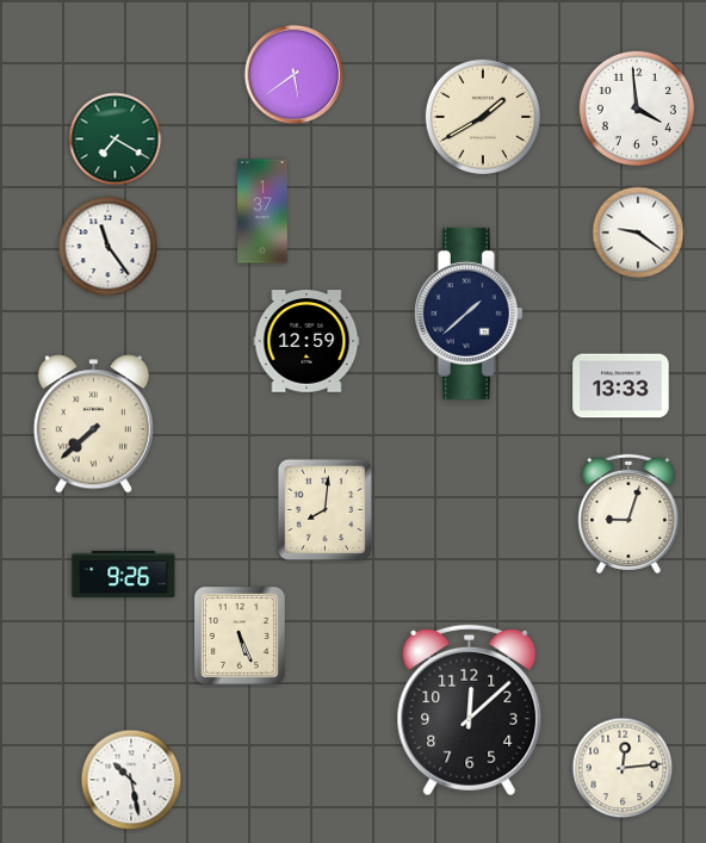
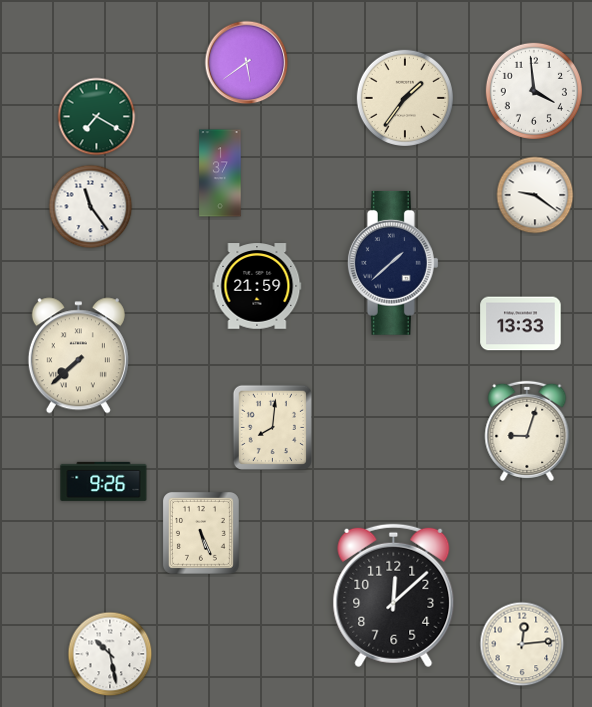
clock at (483, 117): 1:40 -> 1:36
clock at (262, 211) position: (262, 211) -> (220, 173)
clock at (306, 341): 12:59 -> 21:59
